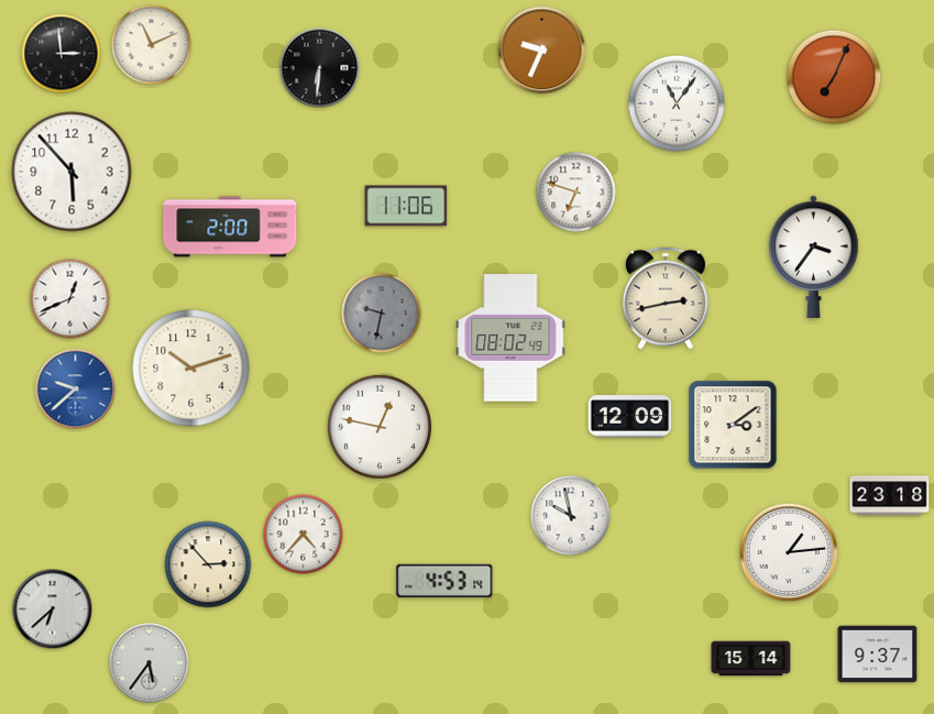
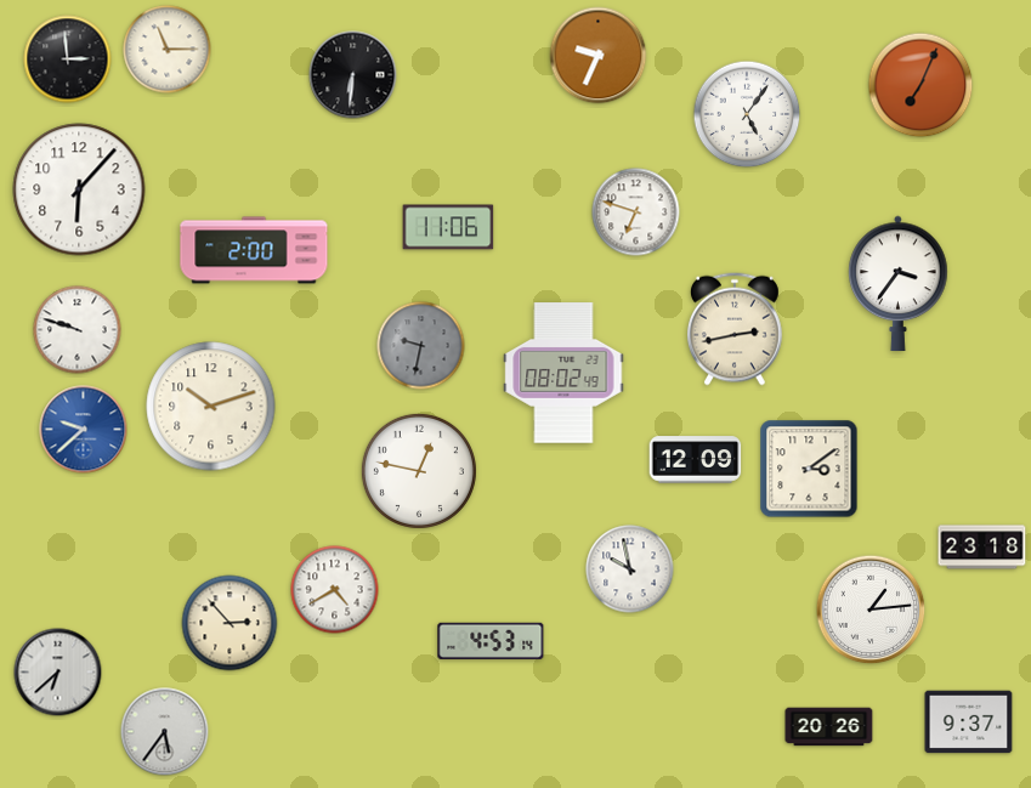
clock at (152, 45): 11:11 -> 11:15
clock at (677, 103): 11:06 -> 5:06
clock at (72, 172): 5:53 -> 6:07
clock at (70, 299): 12:41 -> 9:48
clock at (304, 535): 4:37 -> 4:40
clock at (751, 659): 15:14 -> 20:26
